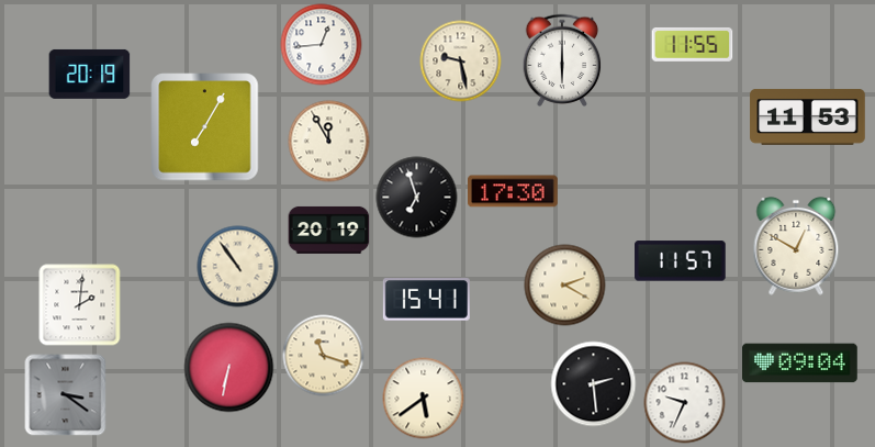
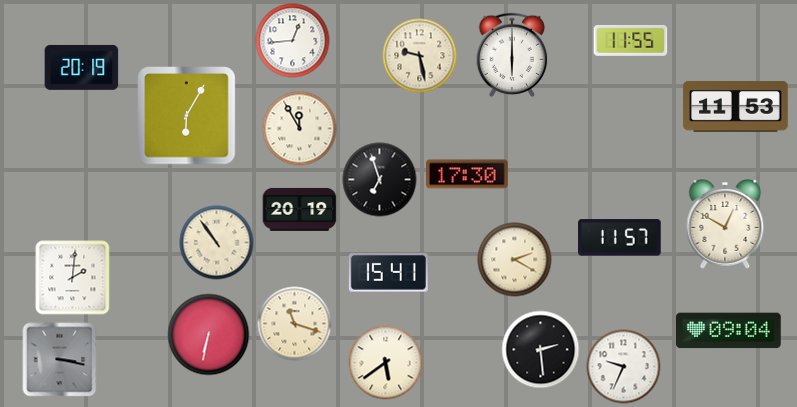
clock at (205, 127): 7:05 -> 6:05
clock at (66, 395): 3:21 -> 3:17
